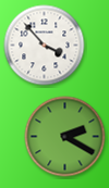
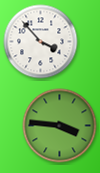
clock at (65, 137): 2:20 -> 3:46
